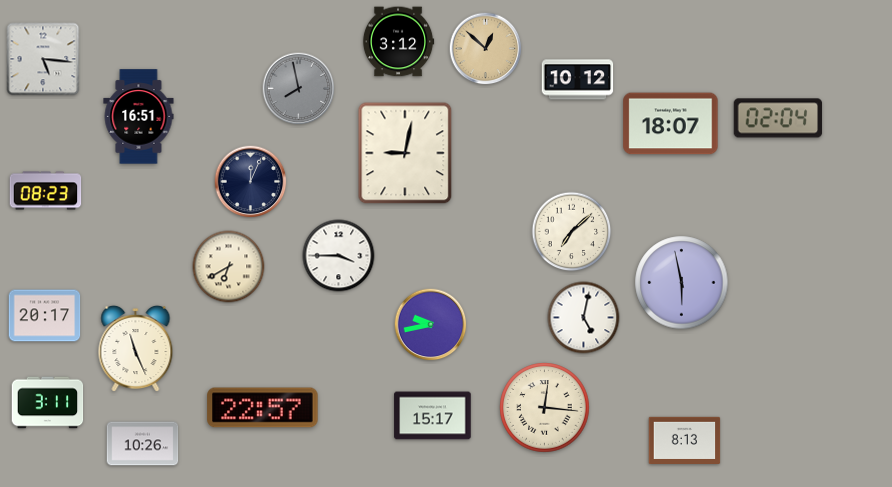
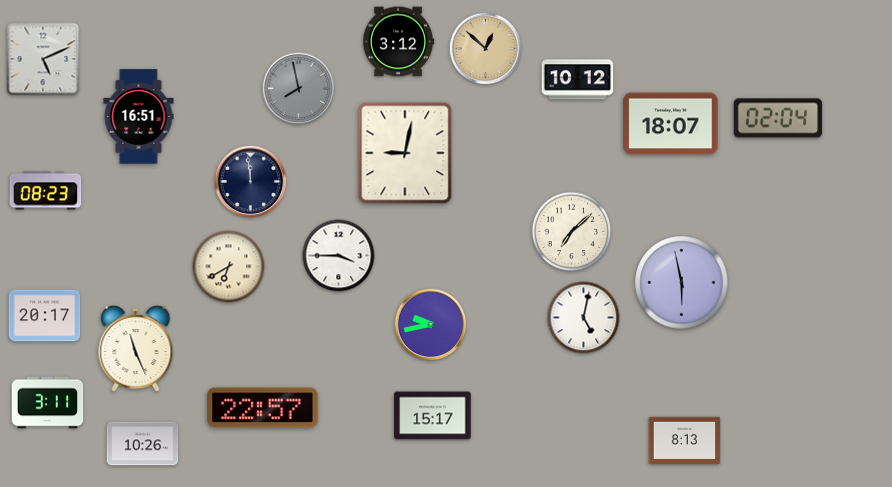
clock at (43, 59): 5:16 -> 5:11
clock at (251, 182): 12:04 -> 11:59
clock at (545, 408): 12:16 -> none
